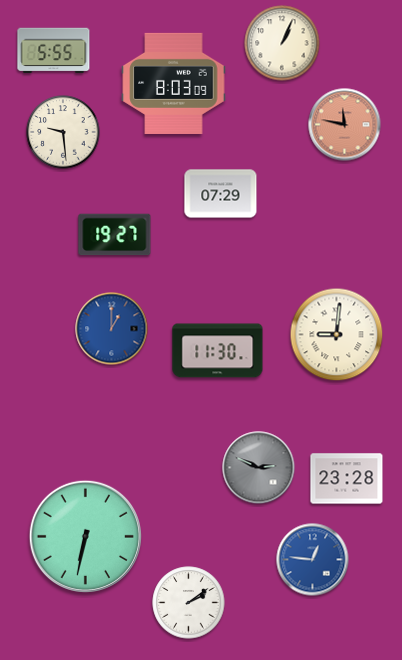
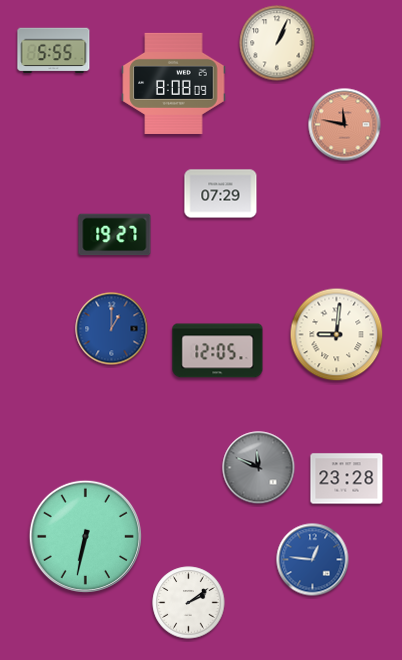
clock at (282, 43) position: (282, 43) -> (277, 43)
clock at (174, 83): 8:03 -> 8:08
clock at (63, 132): 9:29 -> none
clock at (218, 351): 11:30 -> 12:05
clock at (259, 468): 2:49 -> 11:49
